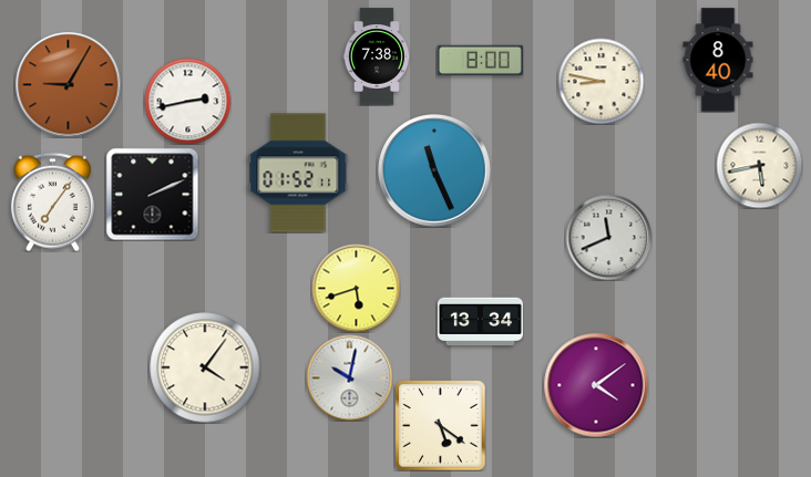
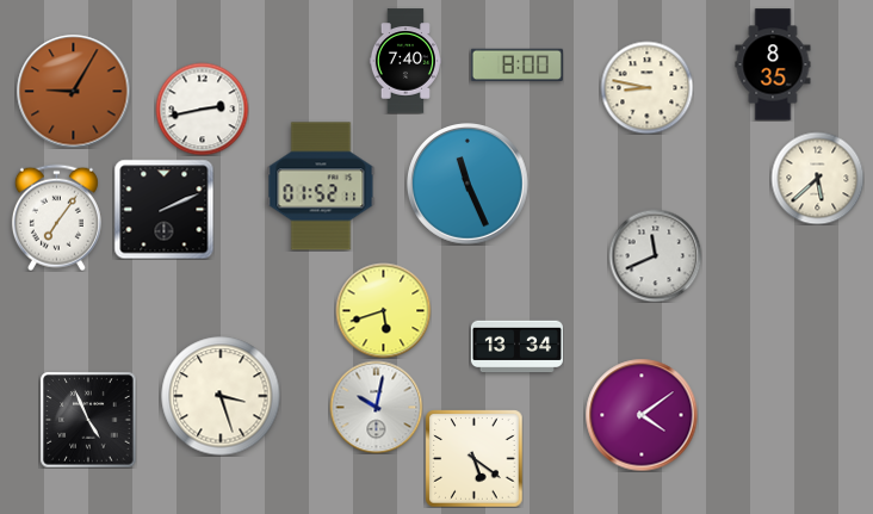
clock at (377, 56): 7:38 -> 7:40
clock at (718, 60): 8:40 -> 8:35
clock at (759, 165): 5:43 -> 5:38
clock at (205, 367): 4:06 -> 3:27
clock at (88, 420): none -> 4:56
